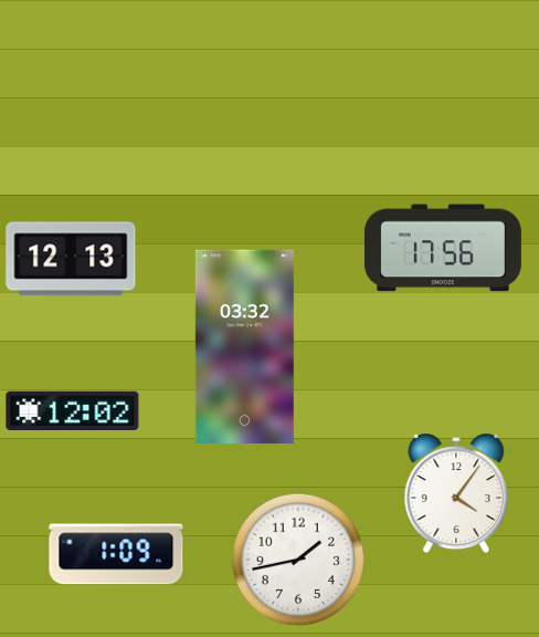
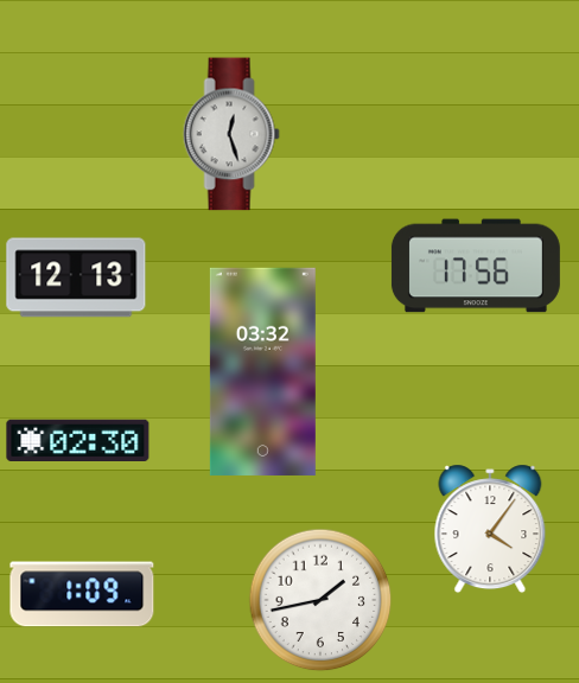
clock at (231, 134): none -> 12:27
clock at (73, 410): 12:02 -> 02:30
clock at (116, 554) position: (116, 554) -> (82, 594)
